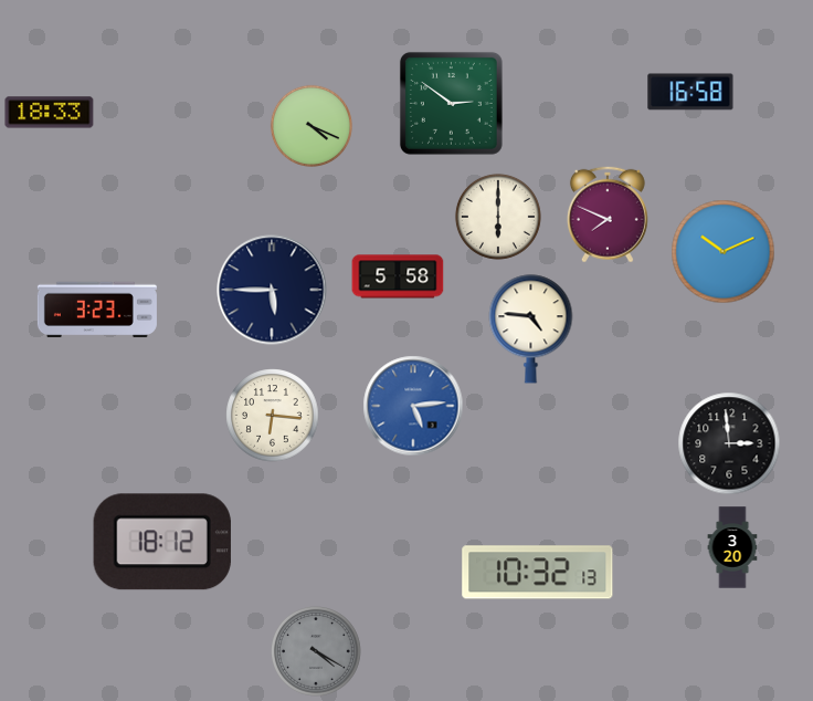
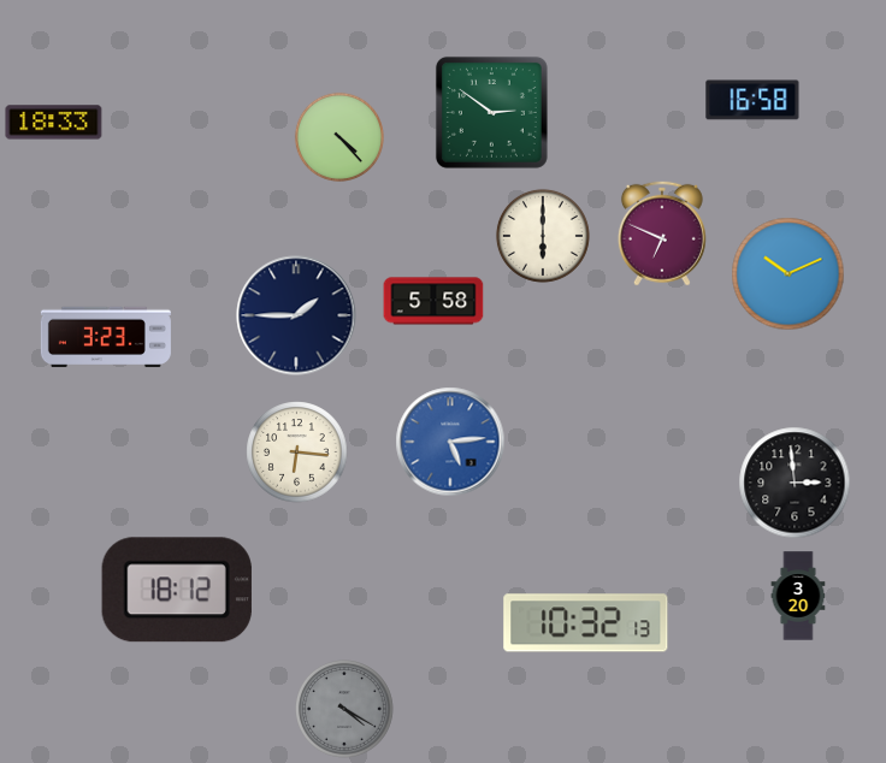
clock at (312, 126): 4:19 -> 4:23
clock at (608, 215): 7:49 -> 6:49
clock at (272, 290): 5:45 -> 1:45
clock at (531, 329): 4:46 -> none
